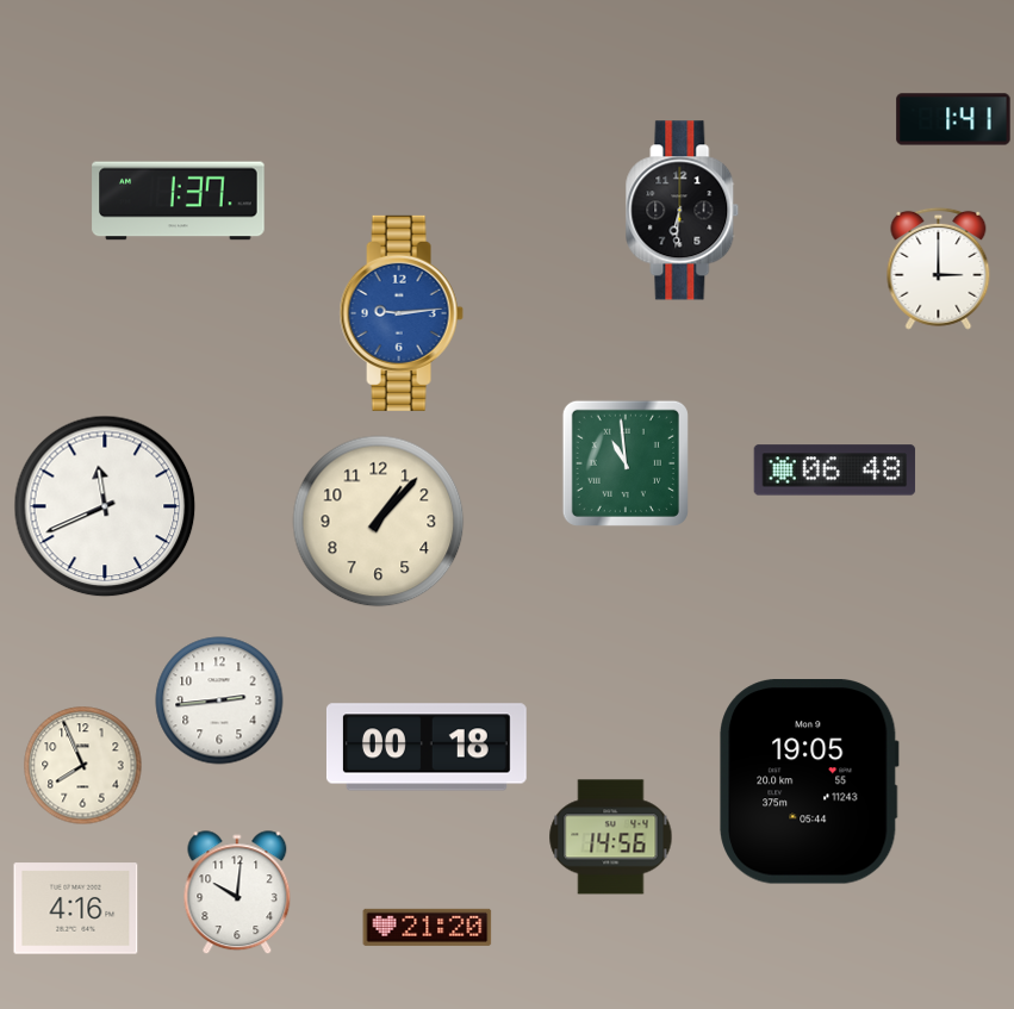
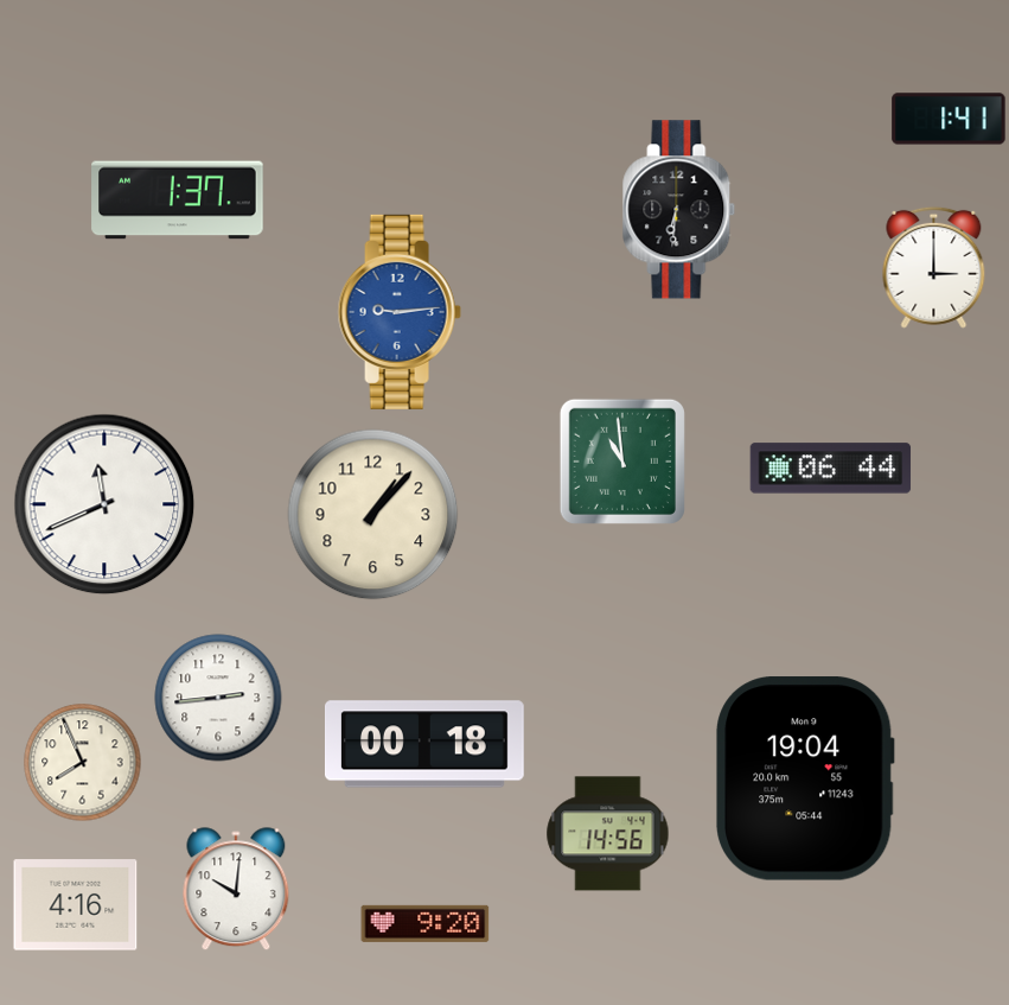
clock at (835, 471): 06:48 -> 06:44
clock at (379, 522) position: (379, 522) -> (373, 515)
clock at (810, 781): 19:05 -> 19:04
clock at (428, 927): 21:20 -> 9:20
